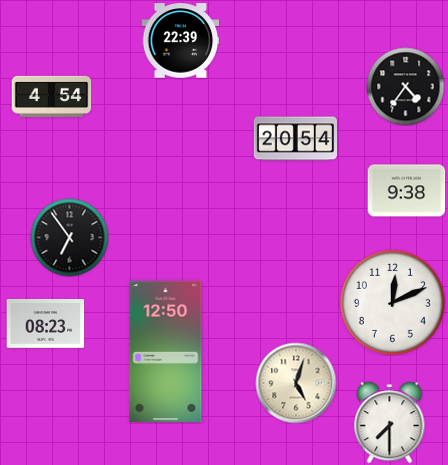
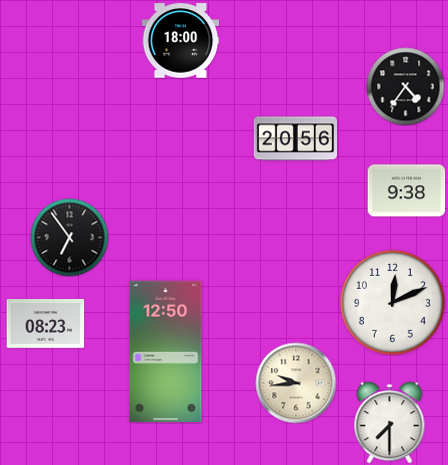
clock at (180, 41): 22:39 -> 18:00
clock at (51, 96): 4:54 -> none
clock at (295, 139): 20:54 -> 20:56
clock at (296, 383): 5:03 -> 9:44
